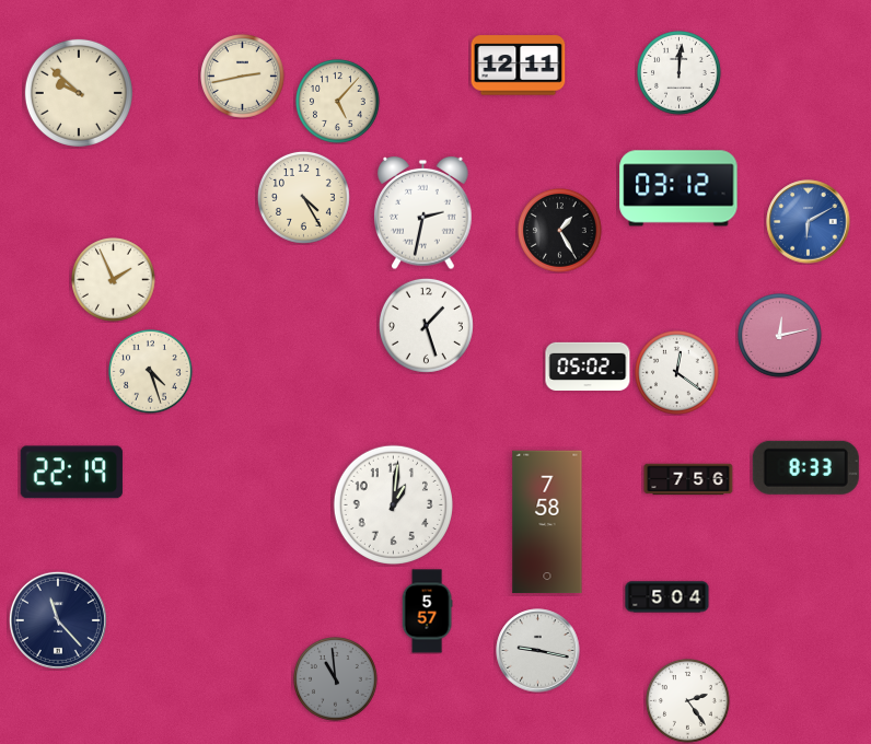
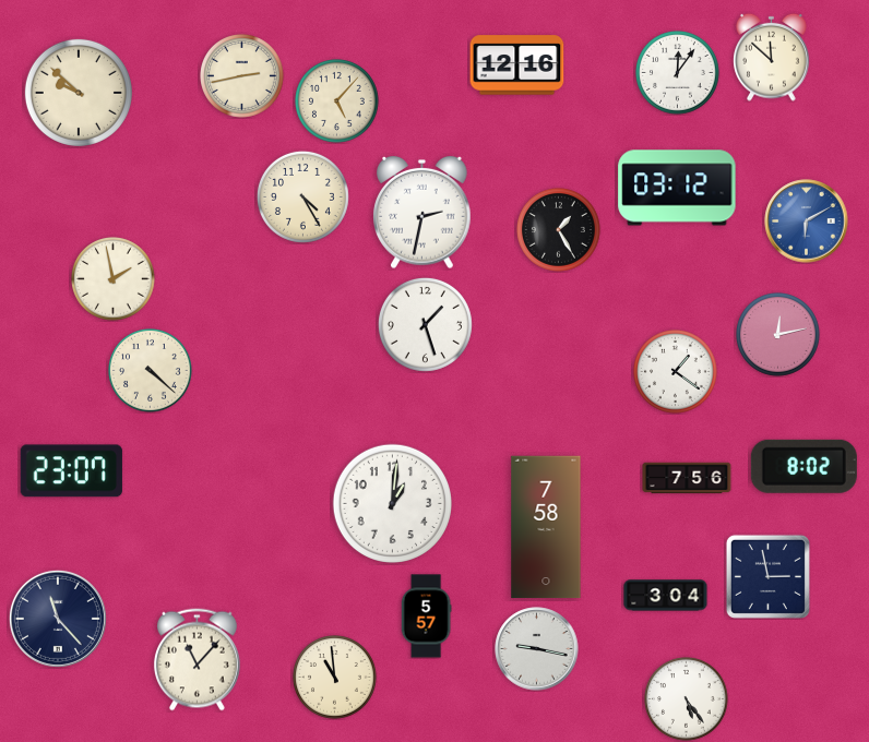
clock at (772, 57): none -> 11:52
clock at (519, 66): 12:11 -> 12:16
clock at (680, 73): 12:01 -> 12:06
clock at (114, 280): 1:56 -> 1:58
clock at (588, 367): 05:02 -> none
clock at (151, 372): 4:27 -> 4:22
clock at (677, 373): 12:21 -> 1:21
clock at (805, 467): 8:33 -> 8:02
clock at (71, 473): 22:19 -> 23:07
clock at (547, 522) position: (547, 522) -> (546, 527)
clock at (767, 576): none -> 2:58
clock at (667, 597): 5:04 -> 3:04
clock at (427, 612) position: (427, 612) -> (426, 617)
clock at (197, 660): none -> 11:07
clock at (336, 679) dial: grey -> cream
clock at (688, 701): 2:24 -> 5:24
